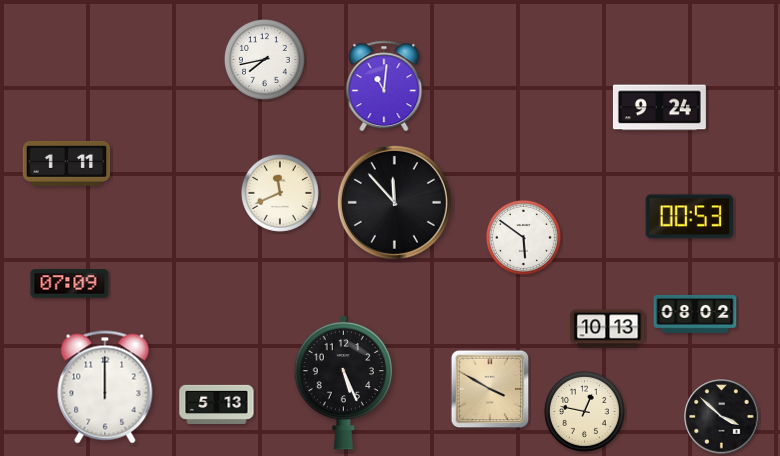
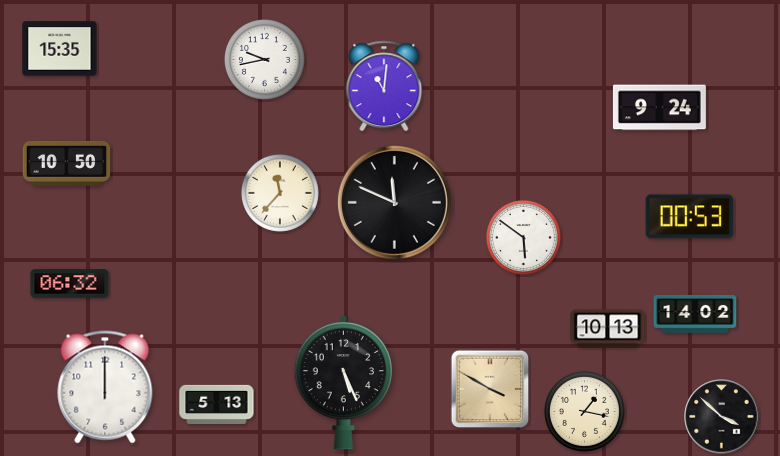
clock at (60, 49): none -> 15:35
clock at (264, 59): 7:43 -> 9:43
clock at (67, 163): 1:11 -> 10:50
clock at (280, 193): 11:41 -> 11:37
clock at (394, 202): 11:53 -> 11:49
clock at (70, 284): 07:09 -> 06:32
clock at (695, 314): 08:02 -> 14:02
clock at (584, 411): 12:47 -> 1:17
